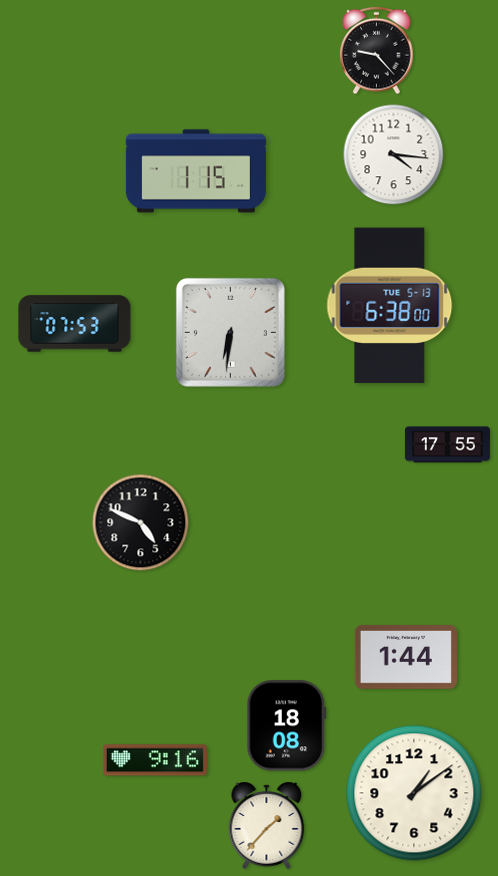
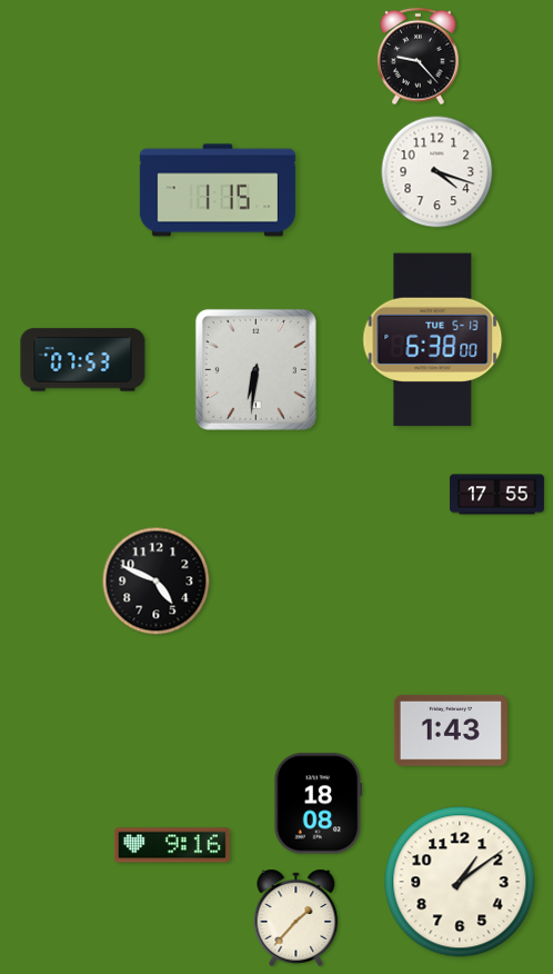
clock at (394, 155): 4:16 -> 4:18
clock at (406, 657): 1:44 -> 1:43
clock at (287, 726) position: (287, 726) -> (319, 804)
